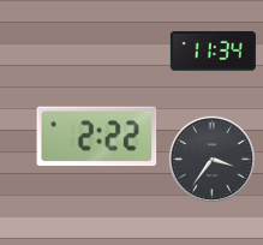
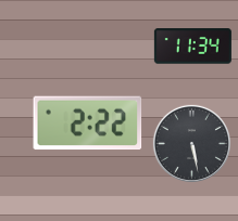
clock at (211, 159): 3:36 -> 5:28
